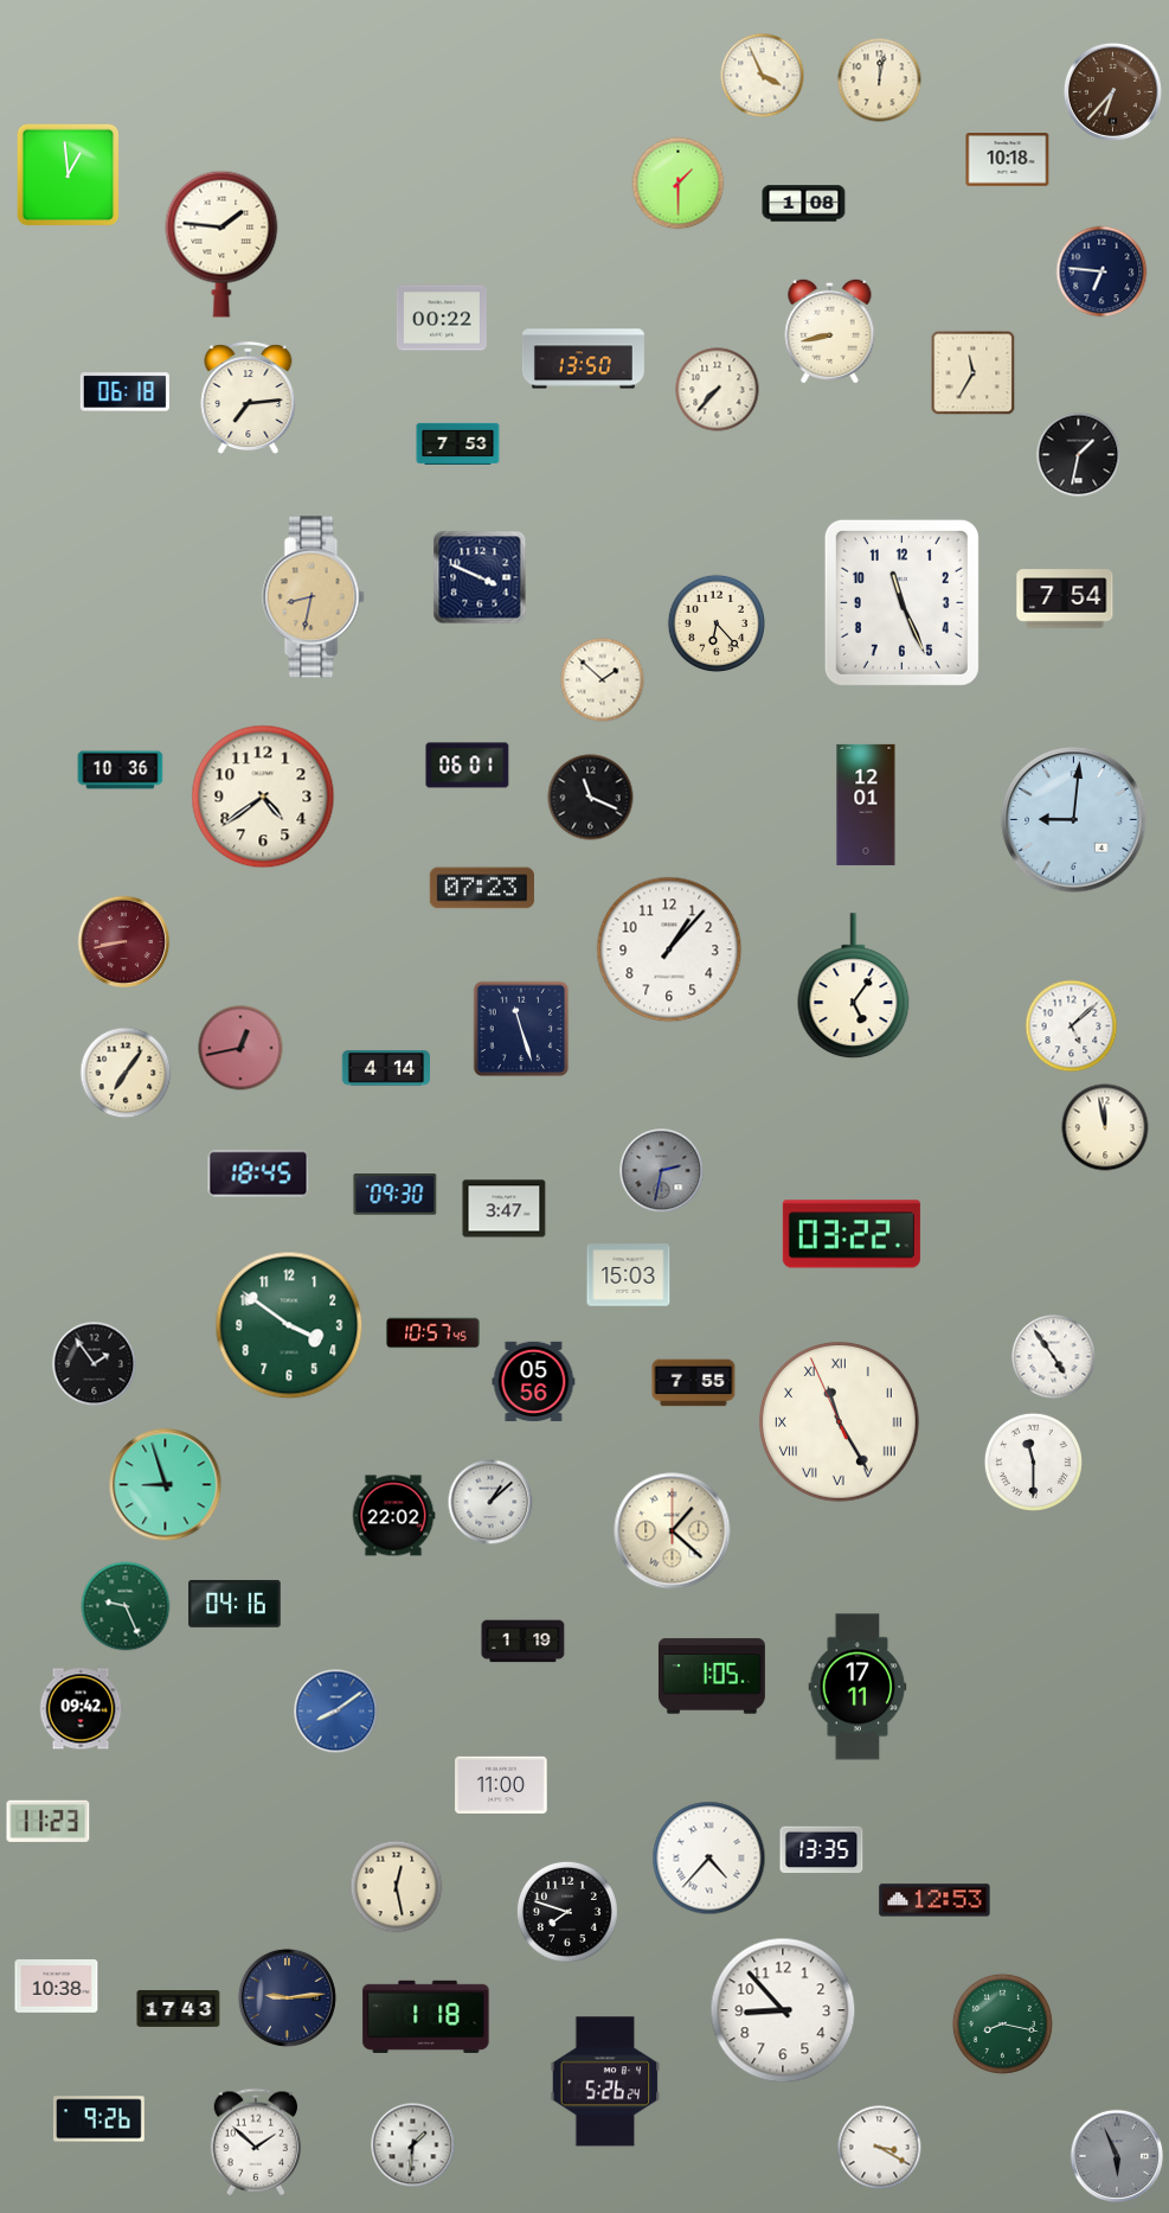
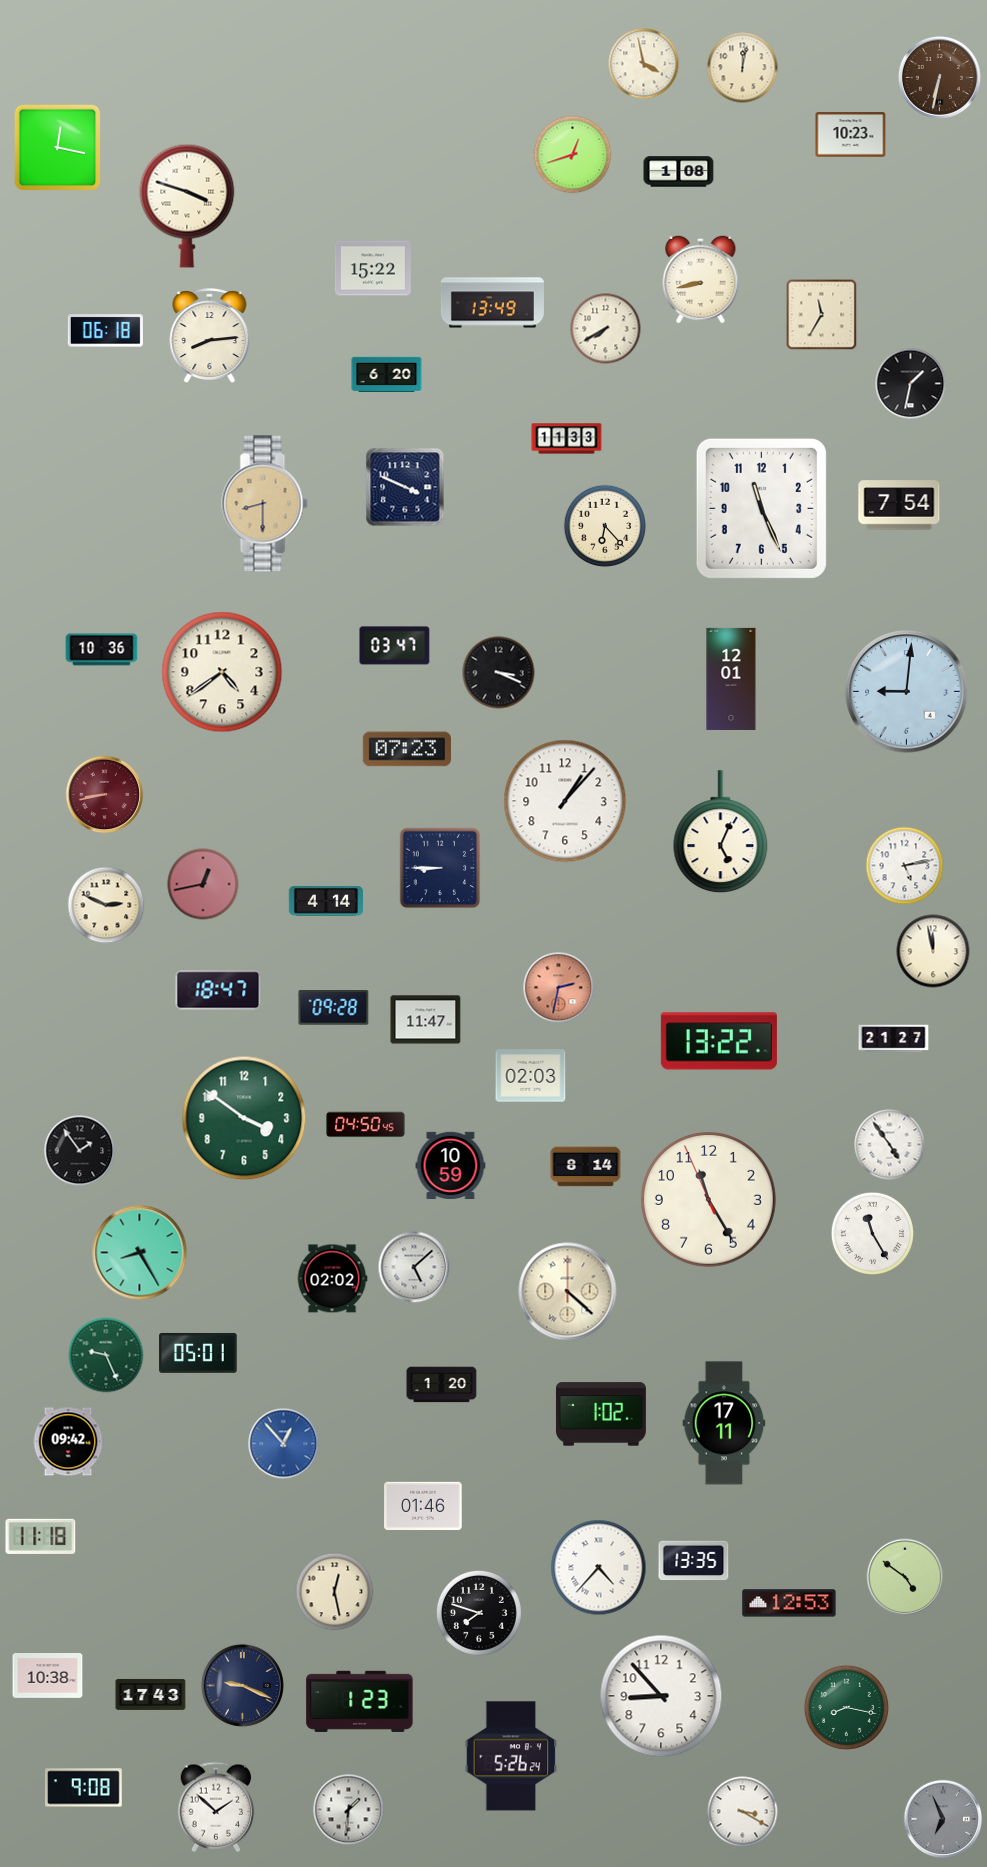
clock at (763, 76): 3:56 -> 3:58
clock at (1112, 91): 6:37 -> 6:32
clock at (1008, 160): 10:18 -> 10:23
clock at (69, 175): 12:59 -> 12:17
clock at (679, 184): 1:30 -> 12:42
clock at (221, 244): 1:46 -> 3:48
clock at (1101, 271): 6:46 -> none
clock at (442, 318): 00:22 -> 15:22
clock at (583, 359): 13:50 -> 13:49
clock at (718, 390): 7:37 -> 7:40
clock at (249, 398): 7:14 -> 8:14
clock at (458, 443): 7:53 -> 6:20
clock at (567, 439): none -> 11:33
clock at (314, 597): 8:32 -> 8:30
clock at (603, 680): 1:52 -> none
clock at (468, 766): 06:01 -> 03:47
clock at (591, 798): 11:19 -> 3:19
clock at (854, 986): 5:06 -> 5:04
clock at (1072, 1026): 5:08 -> 5:13
clock at (521, 1029): 11:27 -> 8:45
clock at (126, 1073): 7:06 -> 2:49
clock at (662, 1171) dial: grey -> salmon
clock at (258, 1173): 18:45 -> 18:47
clock at (396, 1195): 09:30 -> 09:28
clock at (505, 1209): 3:47 -> 11:47
clock at (894, 1039): none -> 21:27
clock at (852, 1234): 03:22 -> 13:22
clock at (629, 1275): 15:03 -> 02:03
clock at (433, 1333): 10:57 -> 04:50
clock at (534, 1381): 05:56 -> 10:59
clock at (694, 1383): 7:55 -> 8:14
clock at (839, 1421) numerals: Roman -> Arabic
clock at (1033, 1462): 11:30 -> 11:25
clock at (166, 1485): 8:57 -> 8:25
clock at (490, 1502): 1:08 -> 5:08
clock at (393, 1516): 22:02 -> 02:02
clock at (673, 1531): 1:22 -> 4:22
clock at (235, 1604): 04:16 -> 05:01
clock at (524, 1642): 1:19 -> 1:20
clock at (712, 1676): 1:05 -> 1:02
clock at (336, 1712): 8:09 -> 12:53
clock at (501, 1784): 11:00 -> 01:46
clock at (49, 1821): 11:23 -> 11:18
clock at (905, 1577): none -> 4:51
clock at (287, 1997): 9:14 -> 9:19
clock at (426, 2016): 1:18 -> 1:23
clock at (99, 2119): 9:26 -> 9:08
clock at (1117, 2156): 5:56 -> 6:56
